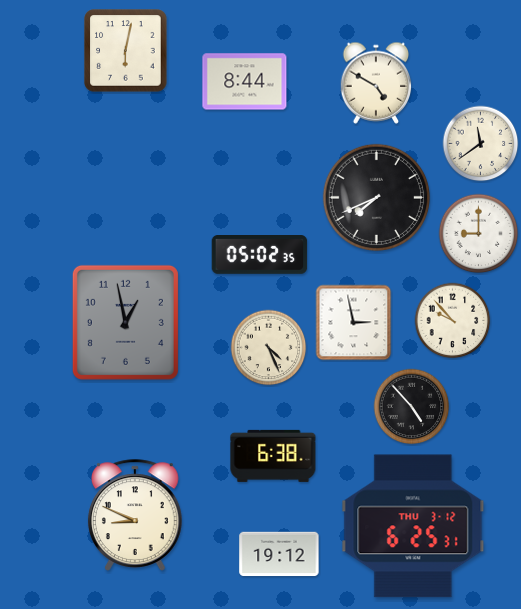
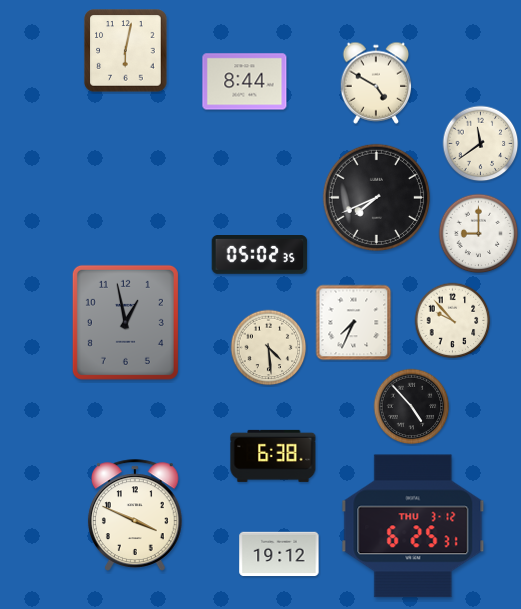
clock at (354, 323): 2:58 -> 7:34
clock at (269, 348): 4:26 -> 4:29
clock at (135, 515): 8:49 -> 3:49
